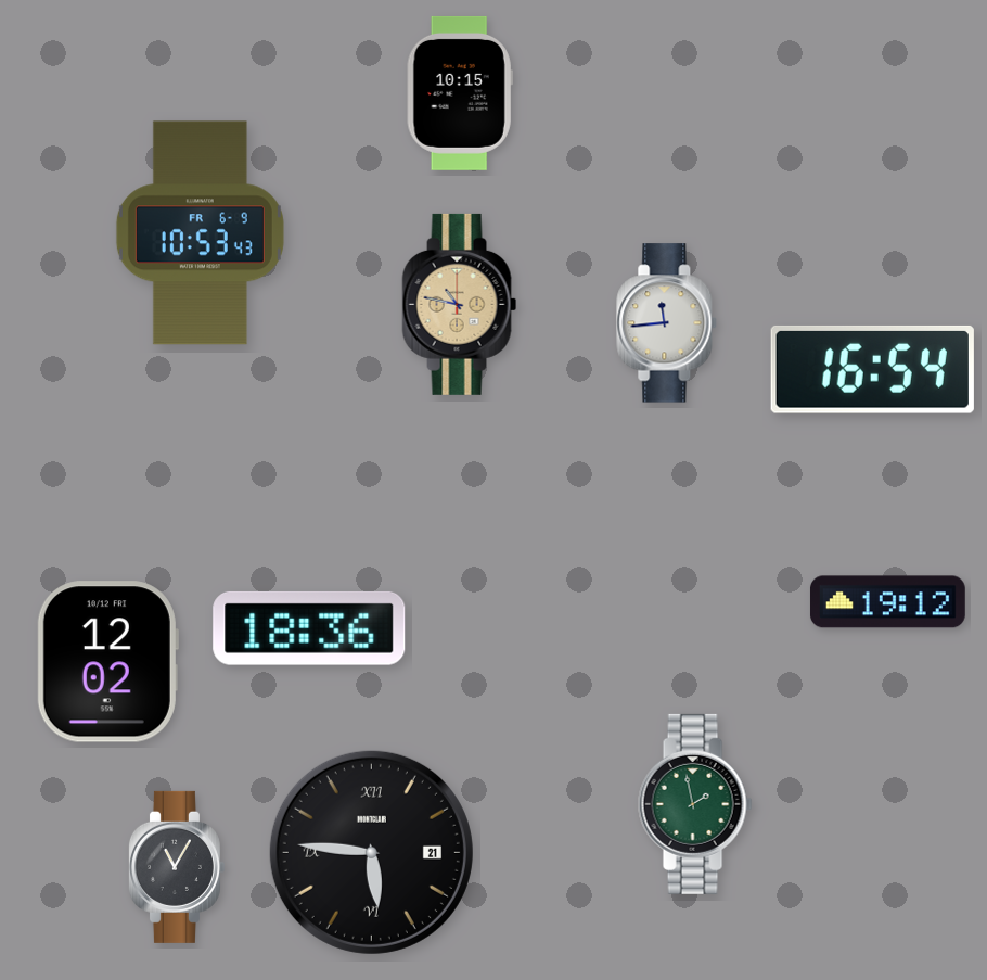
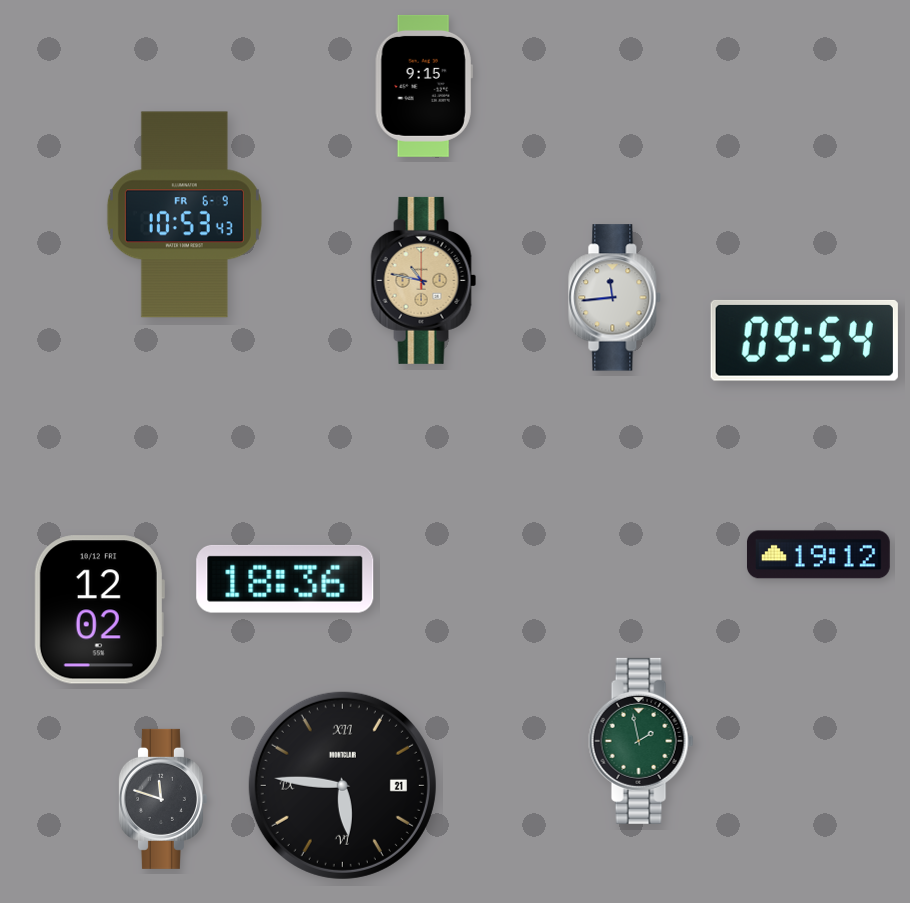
clock at (460, 93): 10:15 -> 9:15
clock at (872, 369): 16:54 -> 09:54
clock at (176, 867): 11:05 -> 11:48
